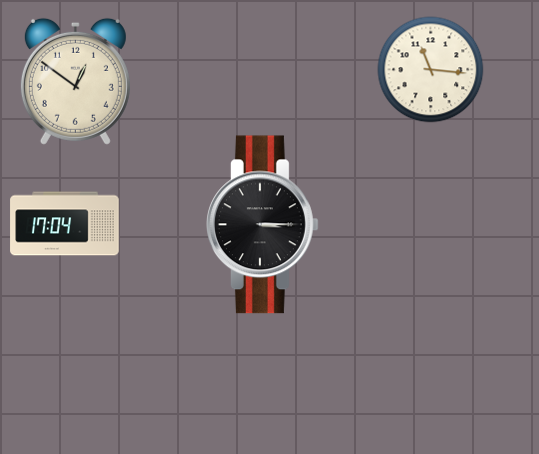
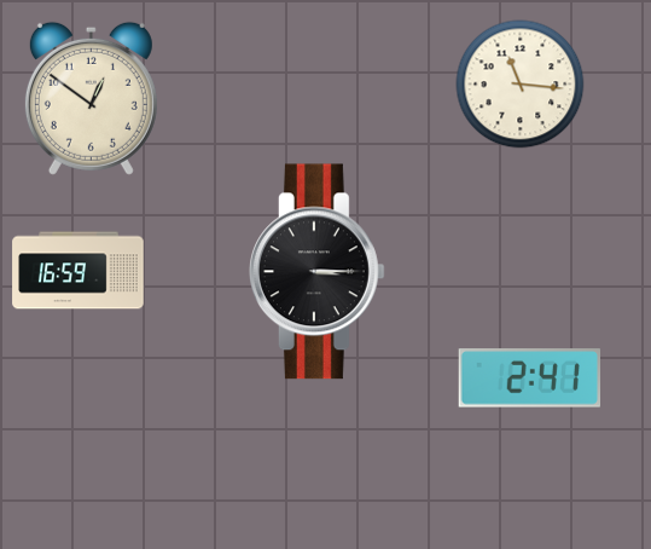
clock at (65, 224): 17:04 -> 16:59
clock at (529, 378): none -> 2:41
